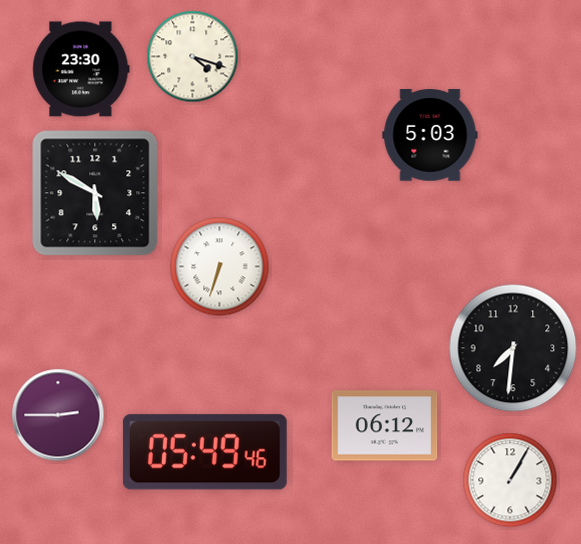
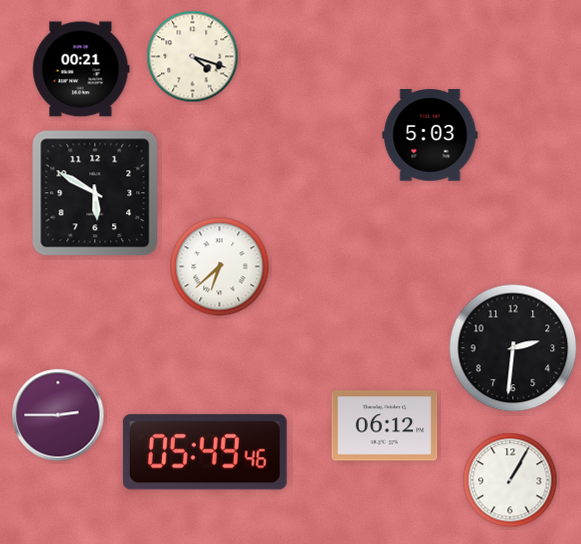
clock at (81, 69): 23:30 -> 00:21
clock at (220, 267): 6:33 -> 6:38
clock at (513, 348): 7:31 -> 2:31
